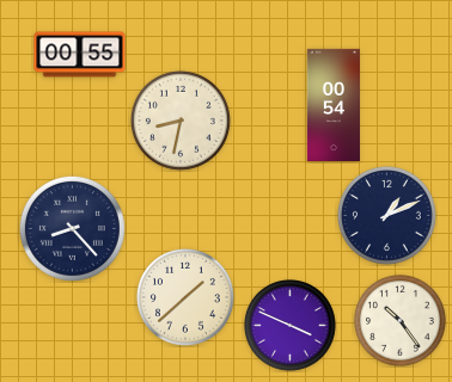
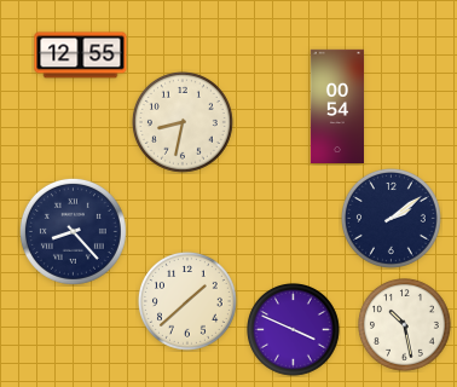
clock at (80, 55): 00:55 -> 12:55
clock at (386, 215): 1:11 -> 2:09
clock at (401, 321): 10:24 -> 10:28
